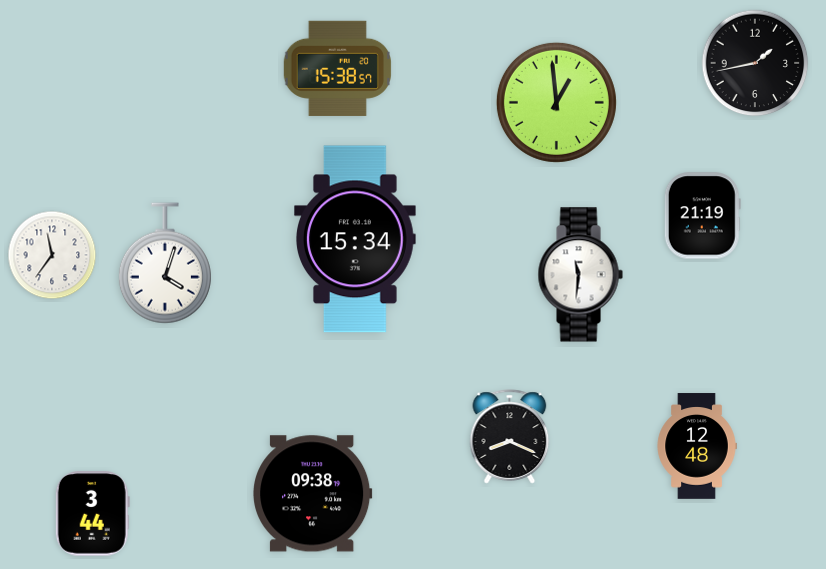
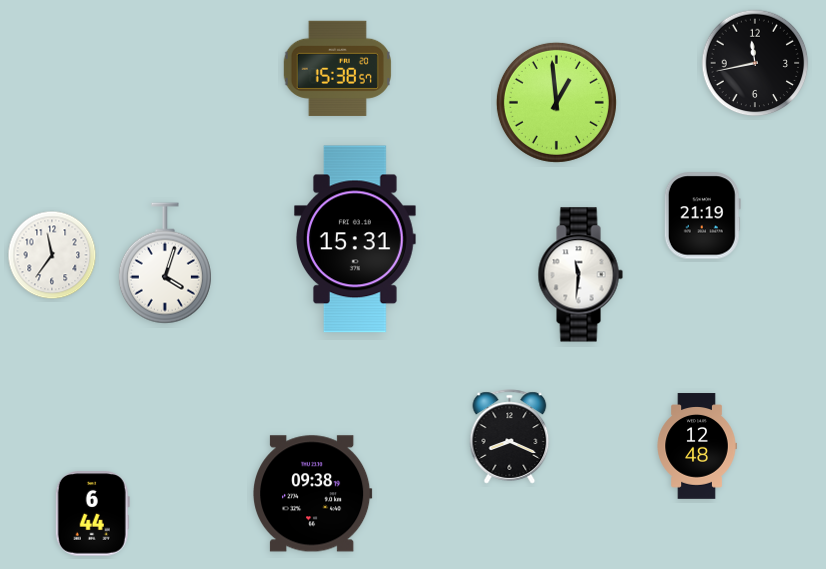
clock at (755, 63): 1:43 -> 11:43
clock at (356, 239): 15:34 -> 15:31
clock at (92, 514): 3:44 -> 6:44
